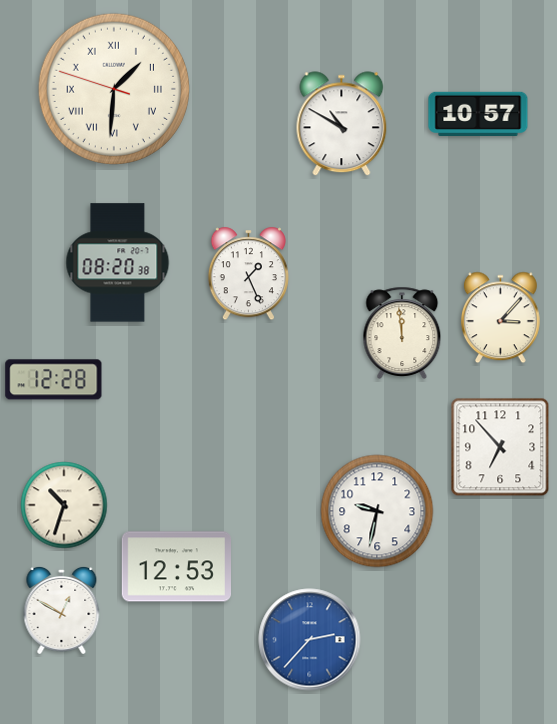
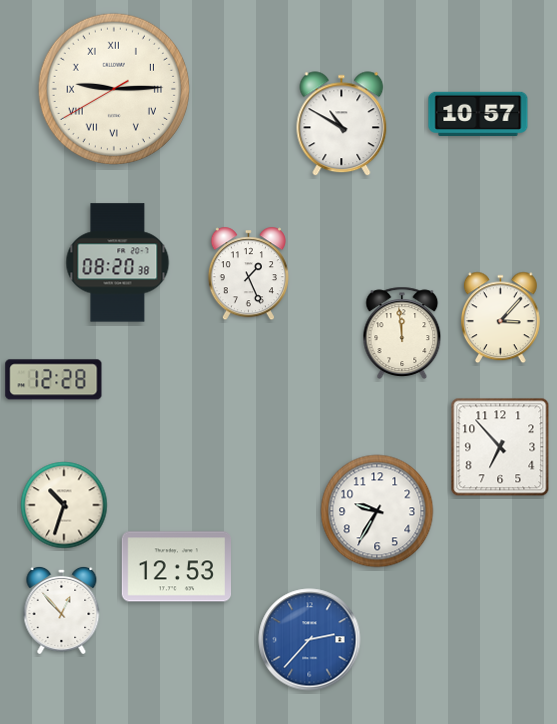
clock at (114, 89): 1:30 -> 9:14
clock at (377, 511): 9:32 -> 9:35
clock at (62, 610): 12:50 -> 12:53
